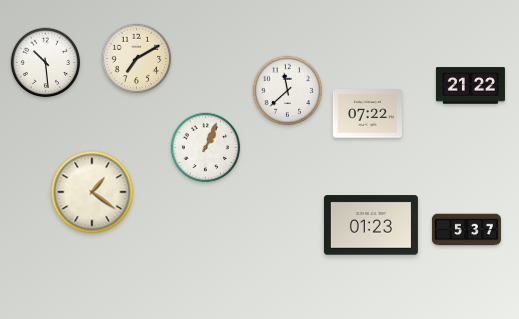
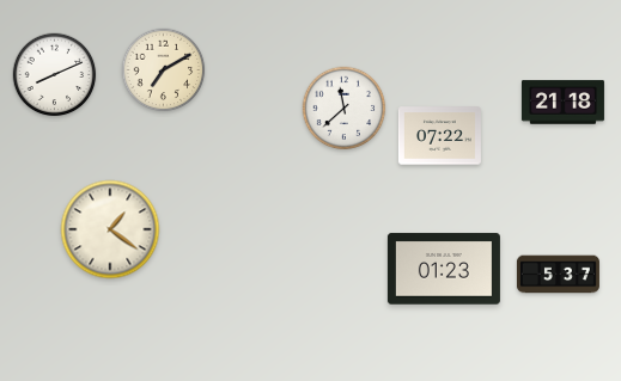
clock at (46, 63): 10:29 -> 8:11
clock at (470, 86): 21:22 -> 21:18
clock at (206, 148): 1:04 -> none
